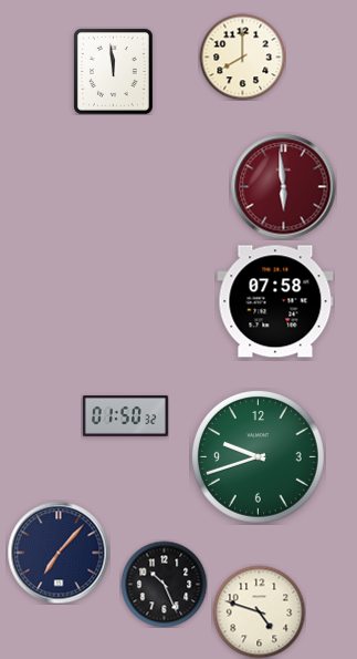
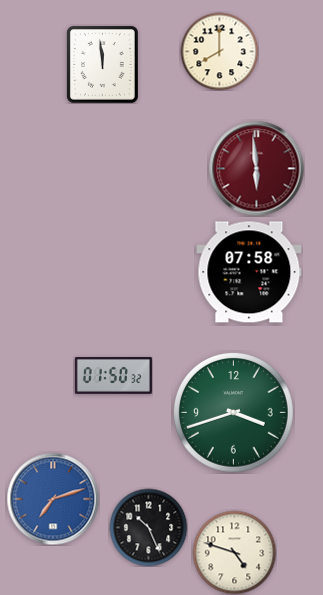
clock at (258, 456): 9:42 -> 3:42
clock at (59, 553): 7:07 -> 7:12
clock at (59, 553) dial: navy -> blue
